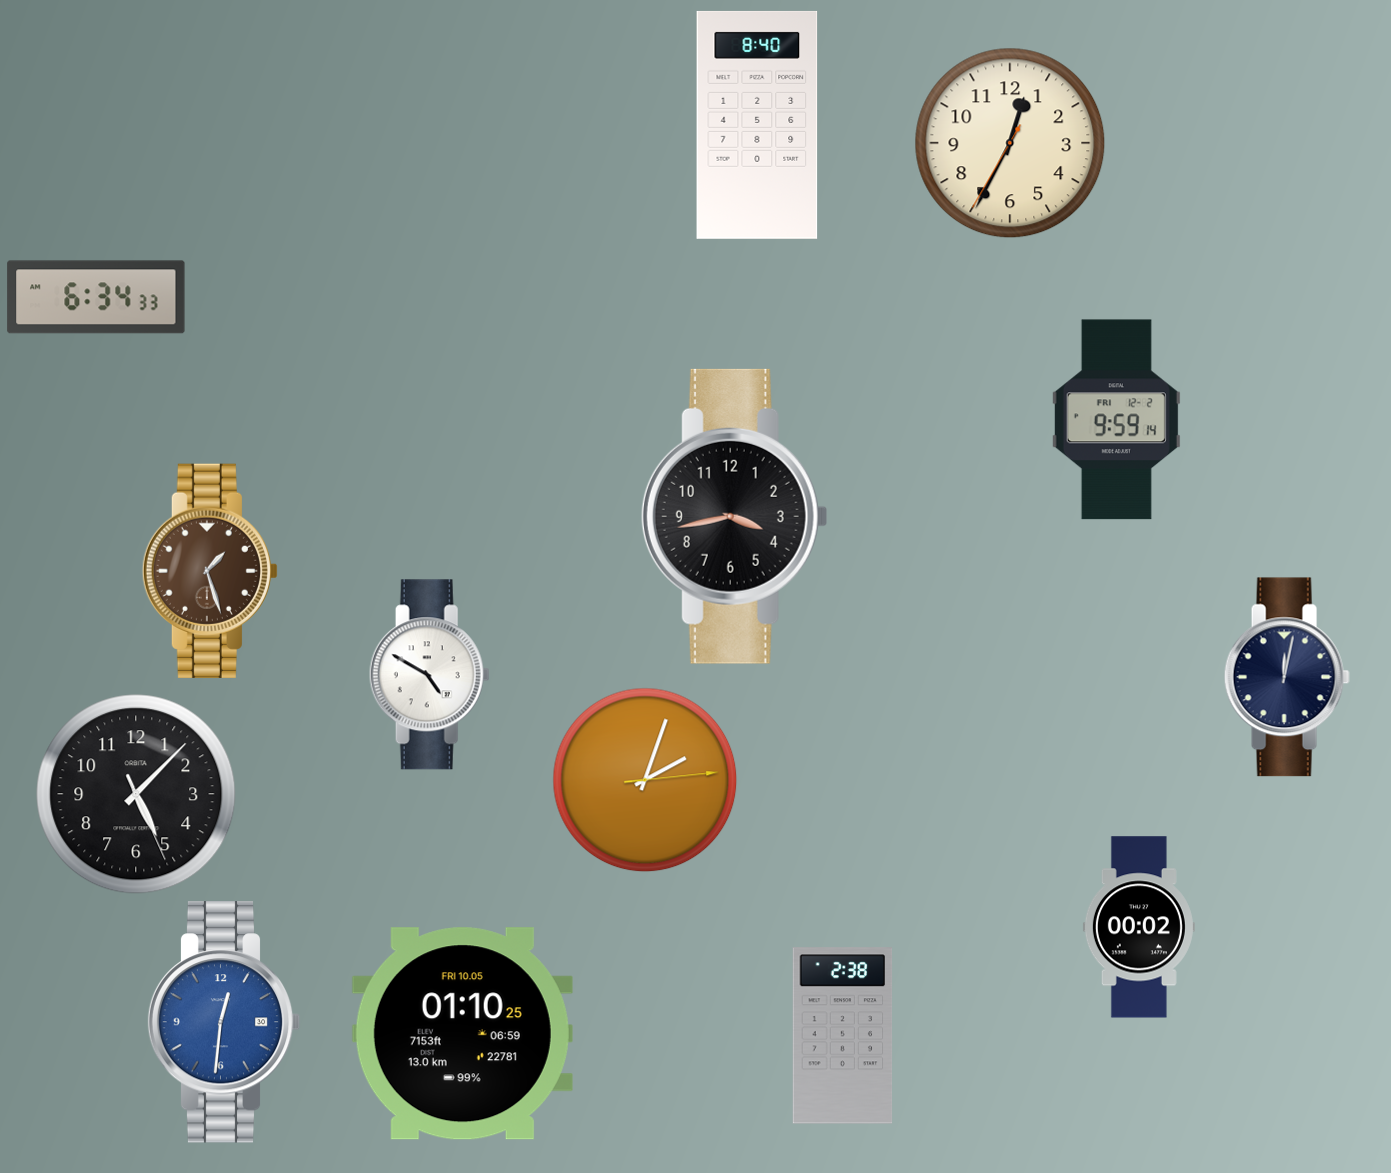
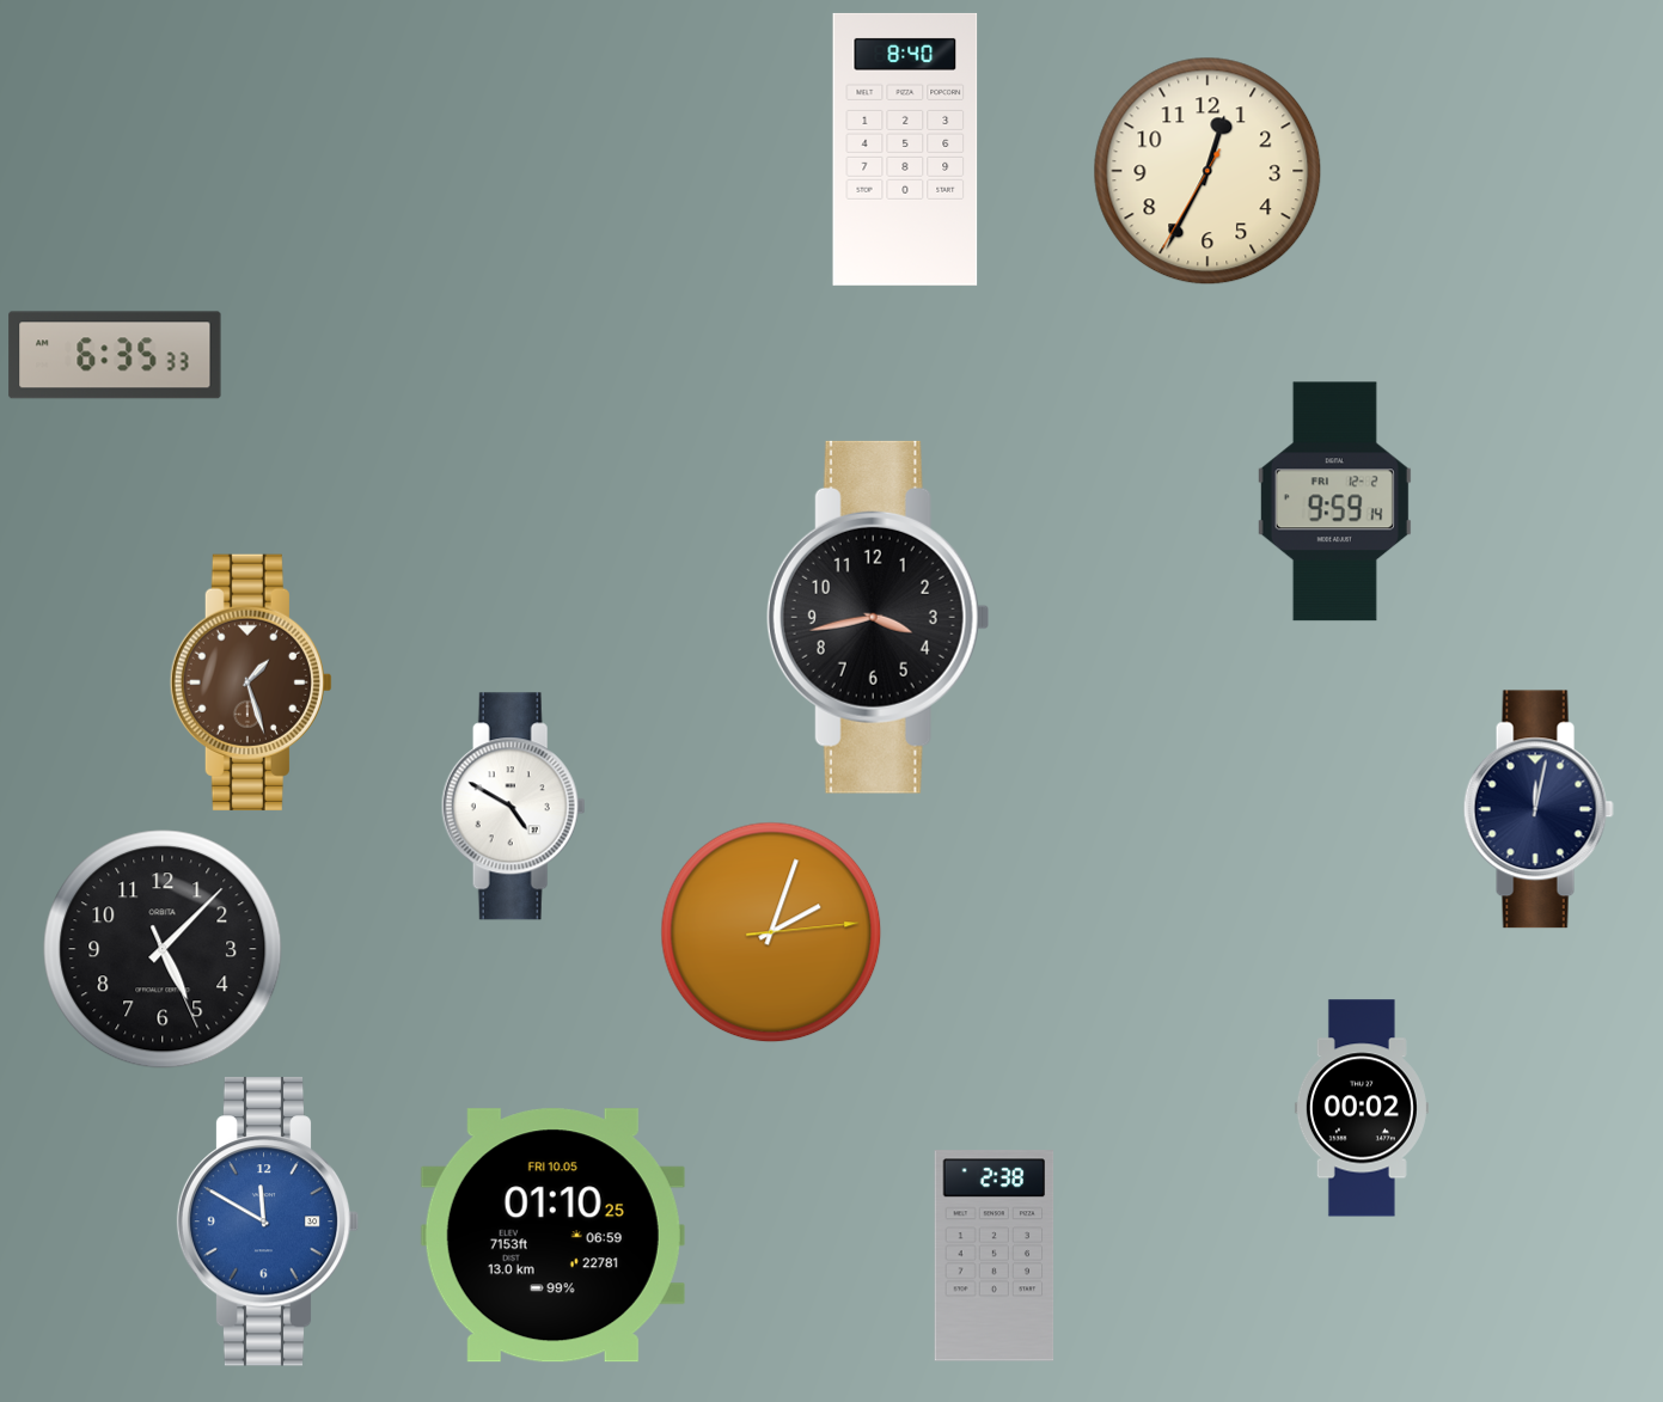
clock at (96, 297): 6:34 -> 6:35
clock at (224, 1022): 12:31 -> 11:50
clock at (843, 1036) position: (843, 1036) -> (995, 1256)
